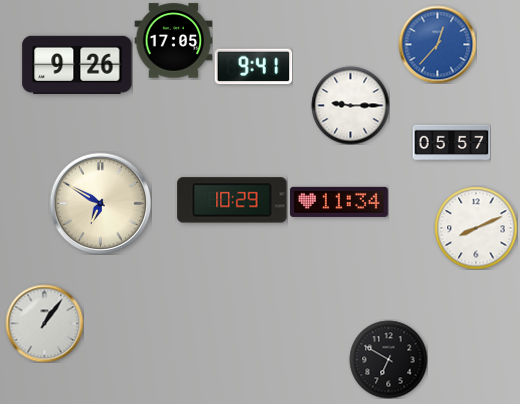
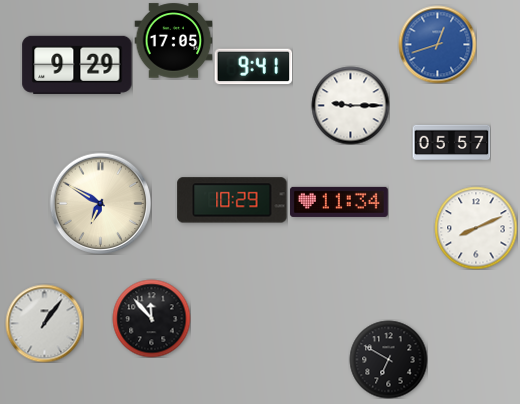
clock at (437, 44): 12:37 -> 12:42
clock at (77, 65): 9:26 -> 9:29
clock at (151, 318): none -> 11:53
